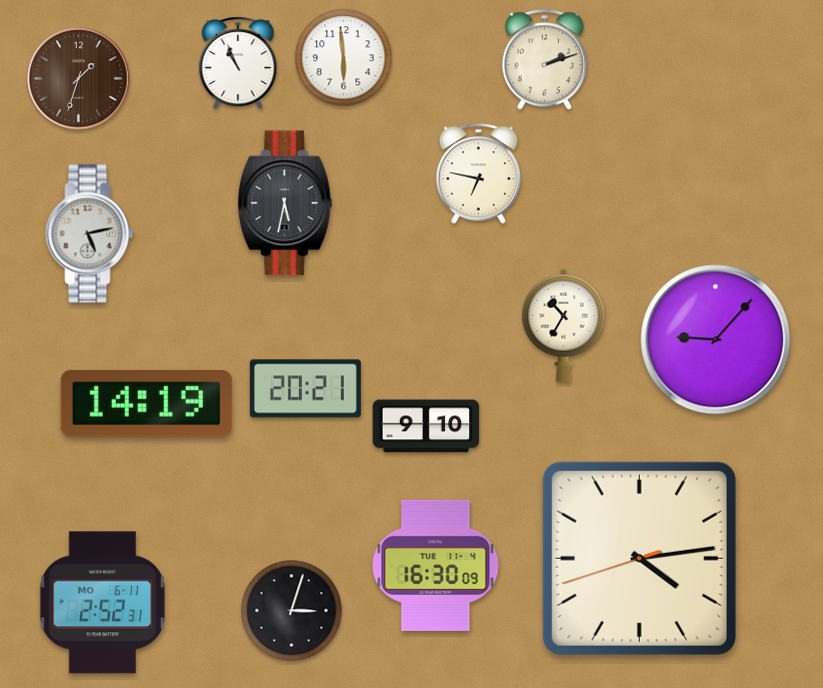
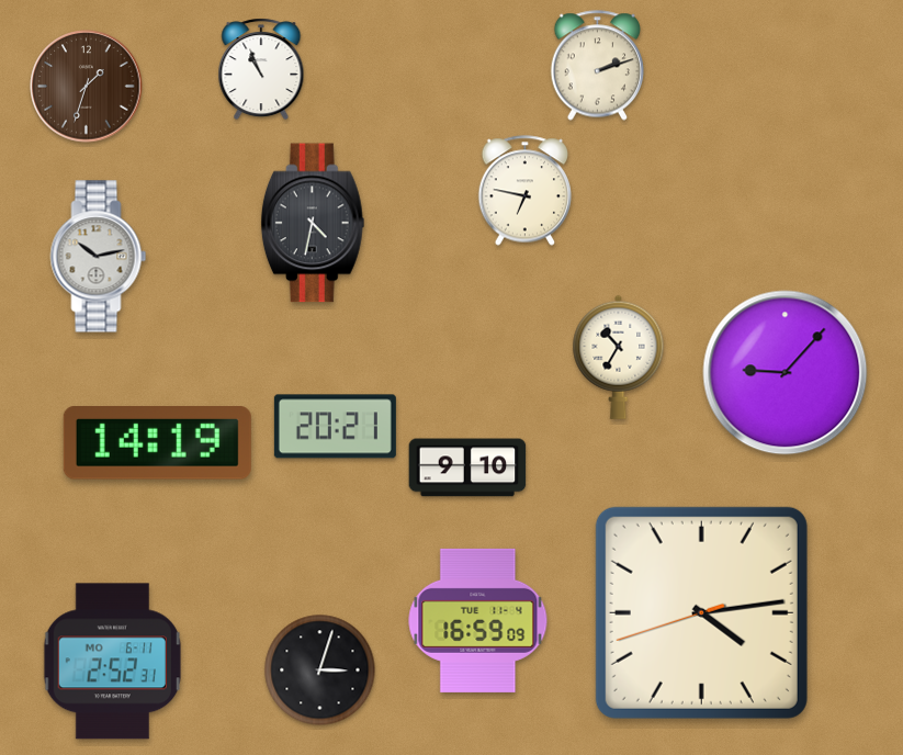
clock at (344, 58): 5:59 -> none
clock at (285, 203): 5:32 -> 4:32
clock at (90, 234): 5:13 -> 10:13
clock at (146, 404) position: (146, 404) -> (157, 443)
clock at (436, 565): 16:30 -> 16:59
